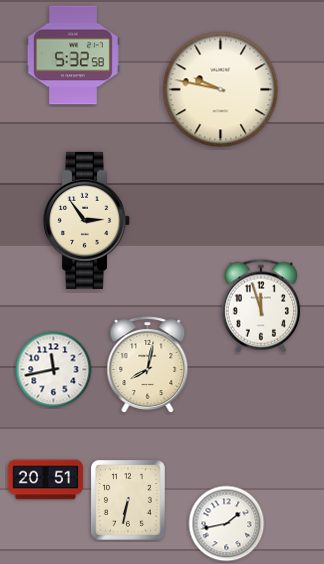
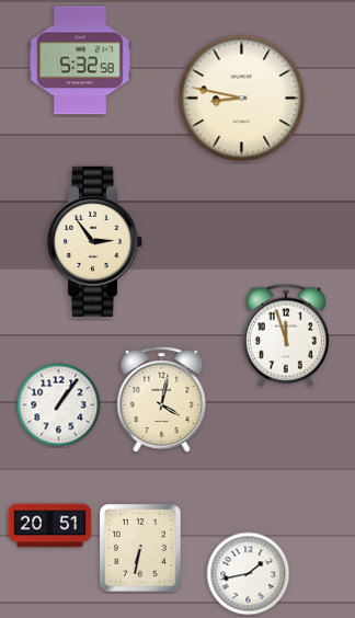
clock at (221, 90): 9:47 -> 8:47
clock at (148, 365): 8:02 -> 4:02
clock at (54, 370): 11:43 -> 1:06
